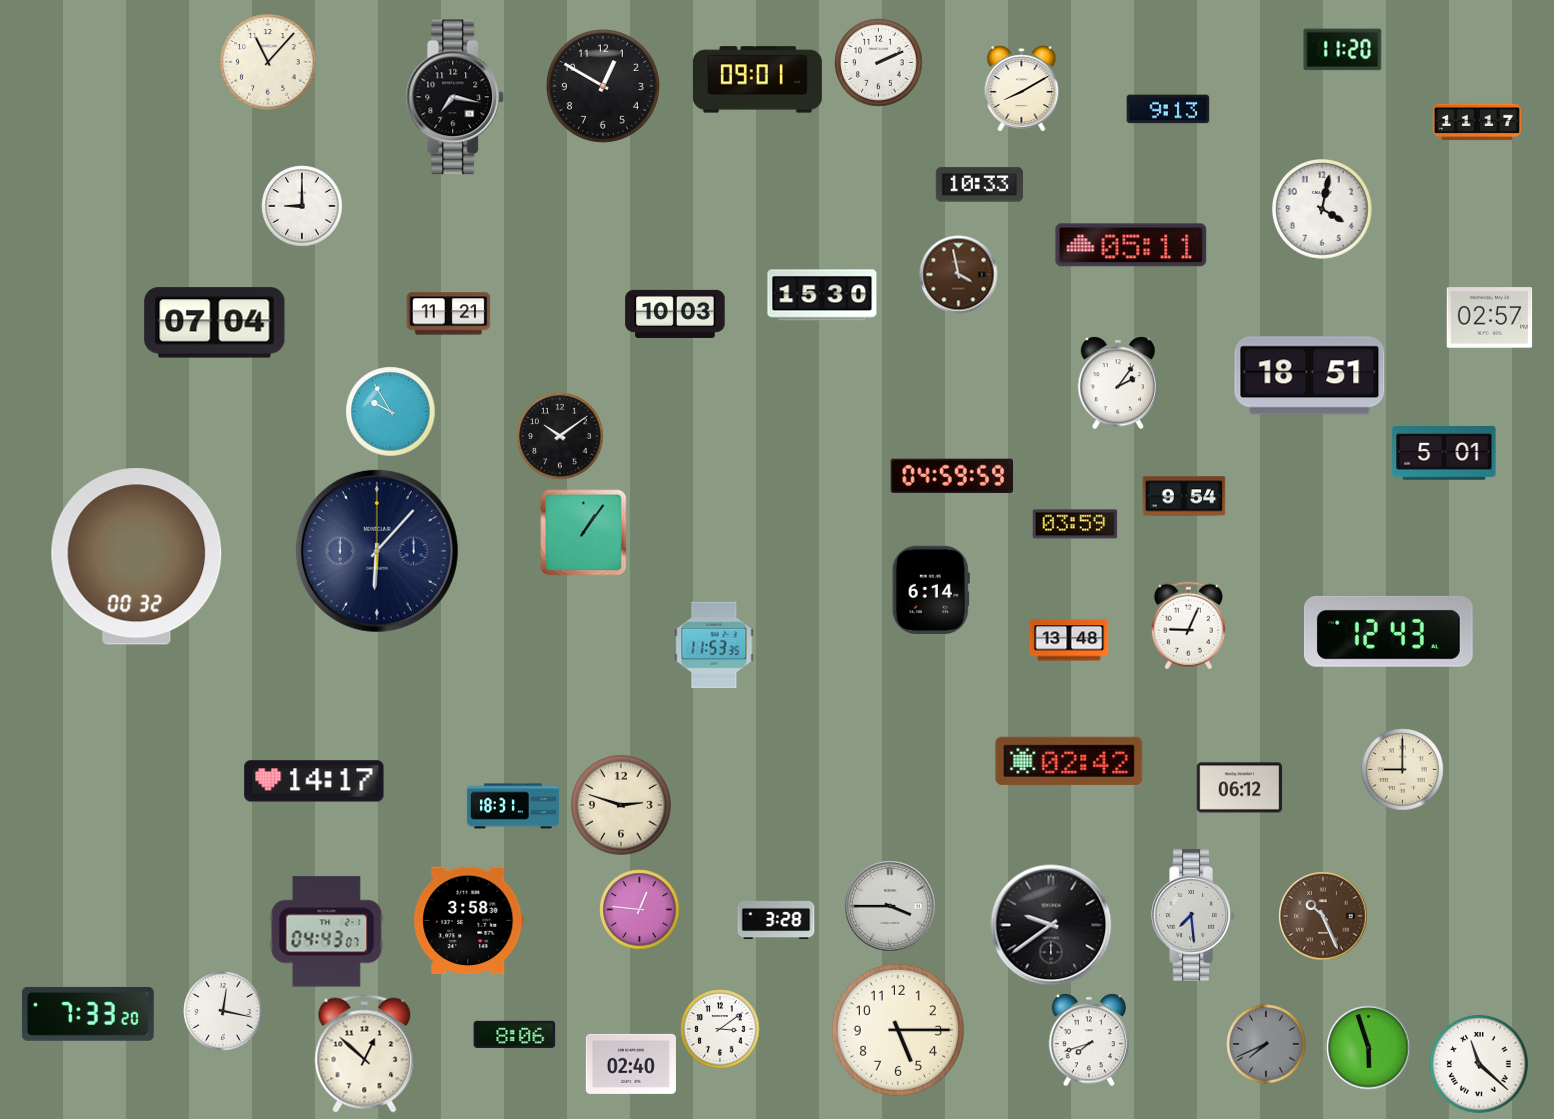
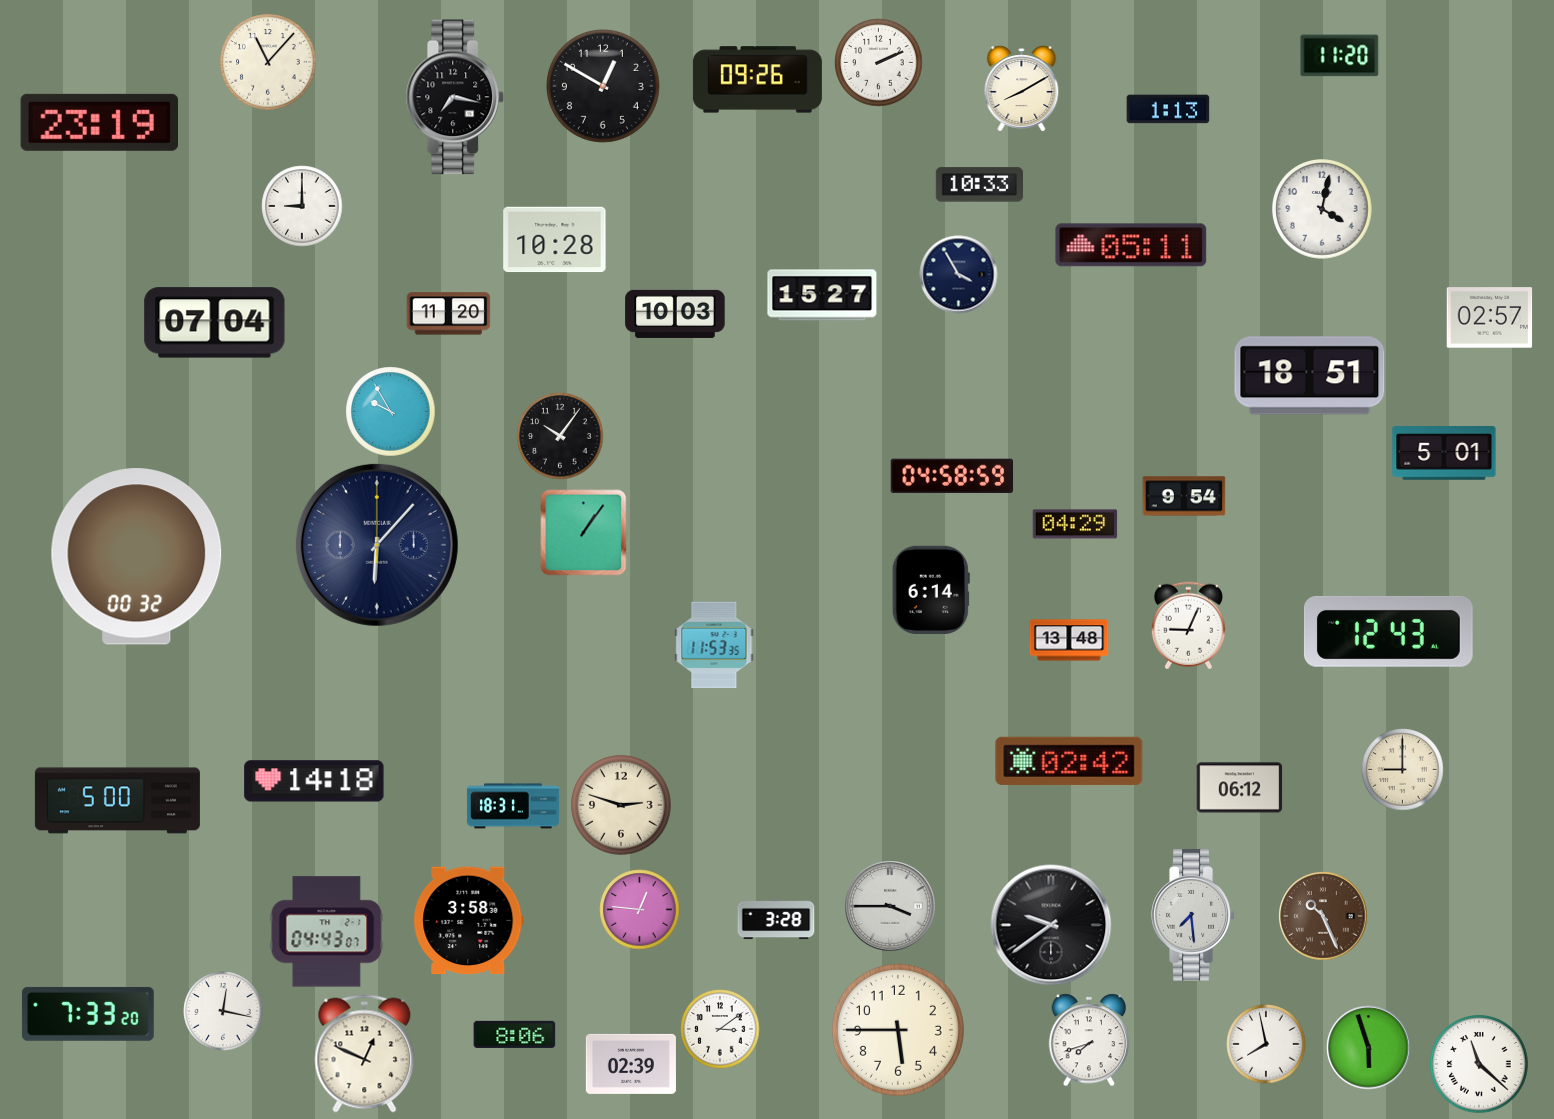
clock at (1343, 50) position: (1343, 50) -> (1340, 56)
clock at (757, 80): 09:01 -> 09:26
clock at (1168, 109): 9:13 -> 1:13
clock at (99, 122): none -> 23:19
clock at (1476, 122): 11:17 -> none
clock at (555, 240): none -> 10:28
clock at (959, 275): 3:58 -> 3:55
clock at (959, 275) dial: brown -> navy
clock at (822, 295): 15:30 -> 15:27
clock at (449, 314): 11:21 -> 11:20
clock at (1118, 383): 2:06 -> none
clock at (560, 436): 10:09 -> 10:06
clock at (951, 475): 04:59 -> 04:58
clock at (1075, 524): 03:59 -> 04:29
clock at (377, 551) position: (377, 551) -> (377, 545)
clock at (314, 781): 14:17 -> 14:18
clock at (117, 801): none -> 5:00
clock at (898, 1030): 5:15 -> 5:45
clock at (1266, 1044): 7:41 -> 7:58
clock at (1266, 1044) dial: grey -> white
clock at (365, 1054): 12:52 -> 12:49
clock at (631, 1064): 02:40 -> 02:39
